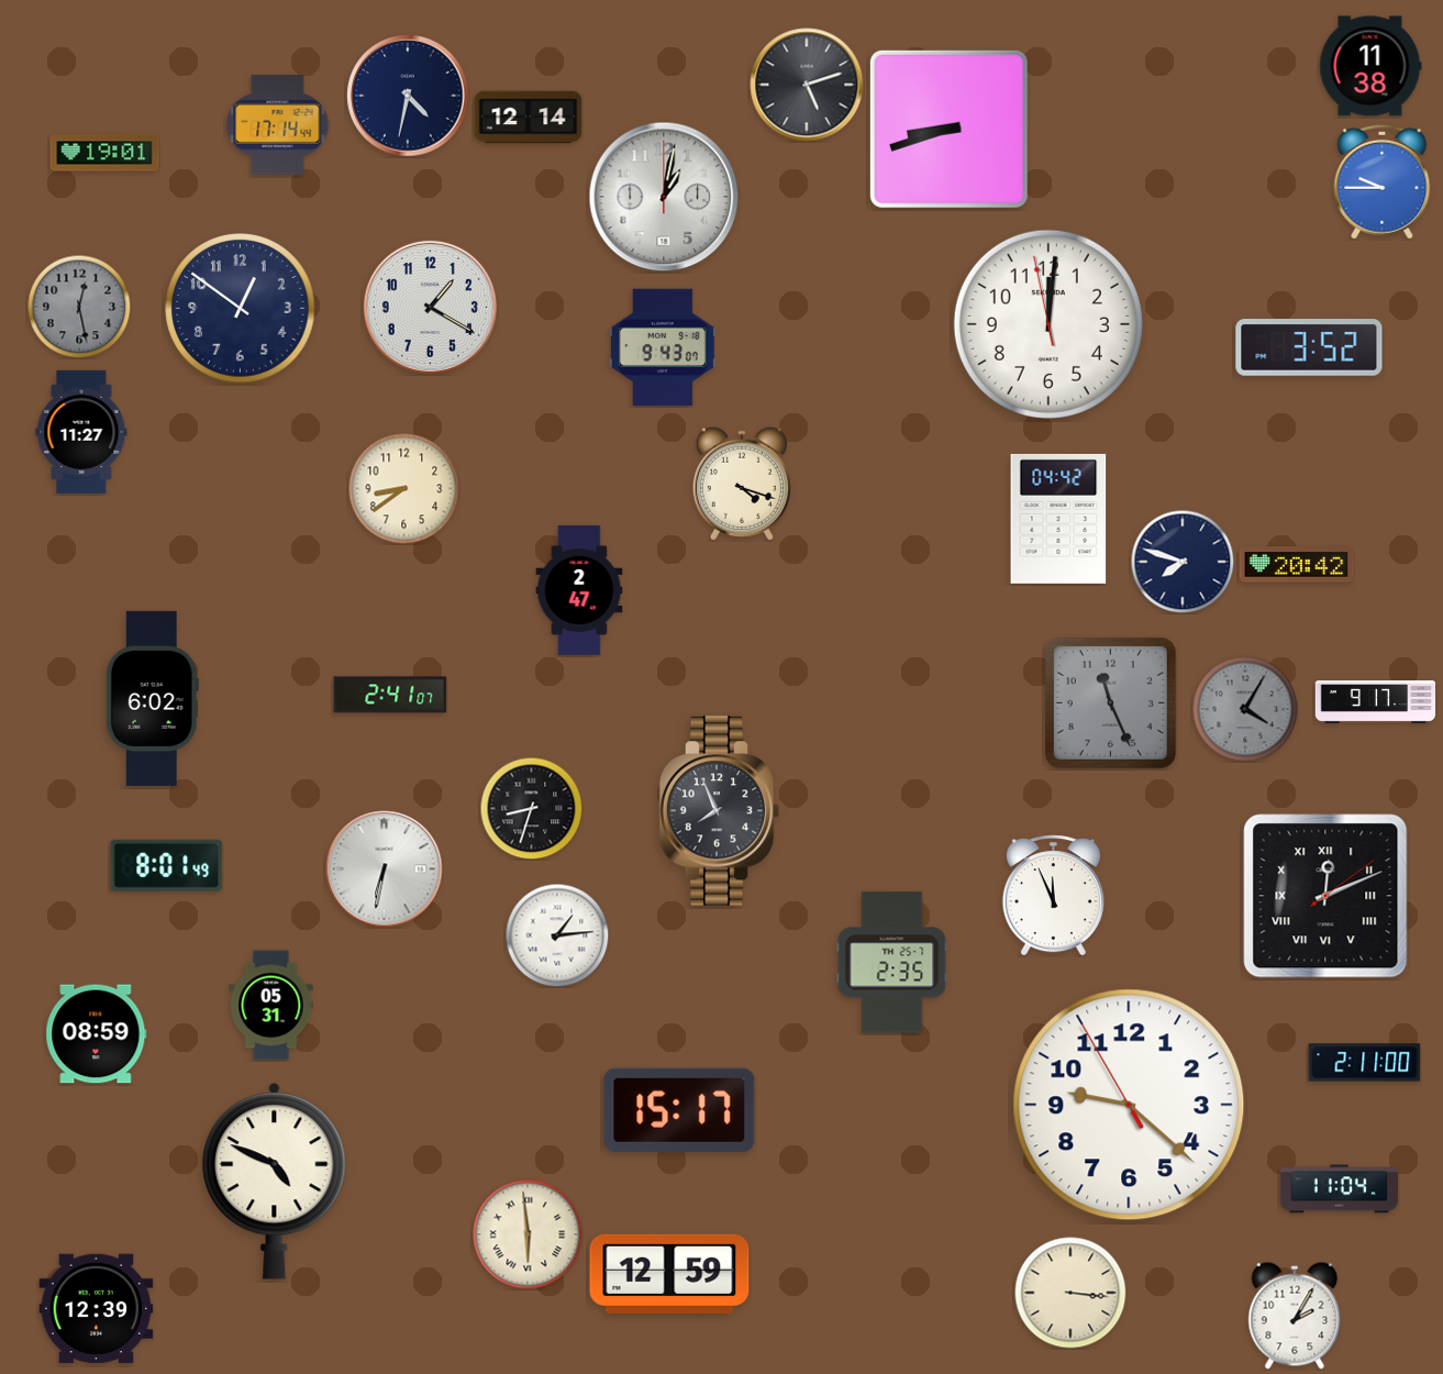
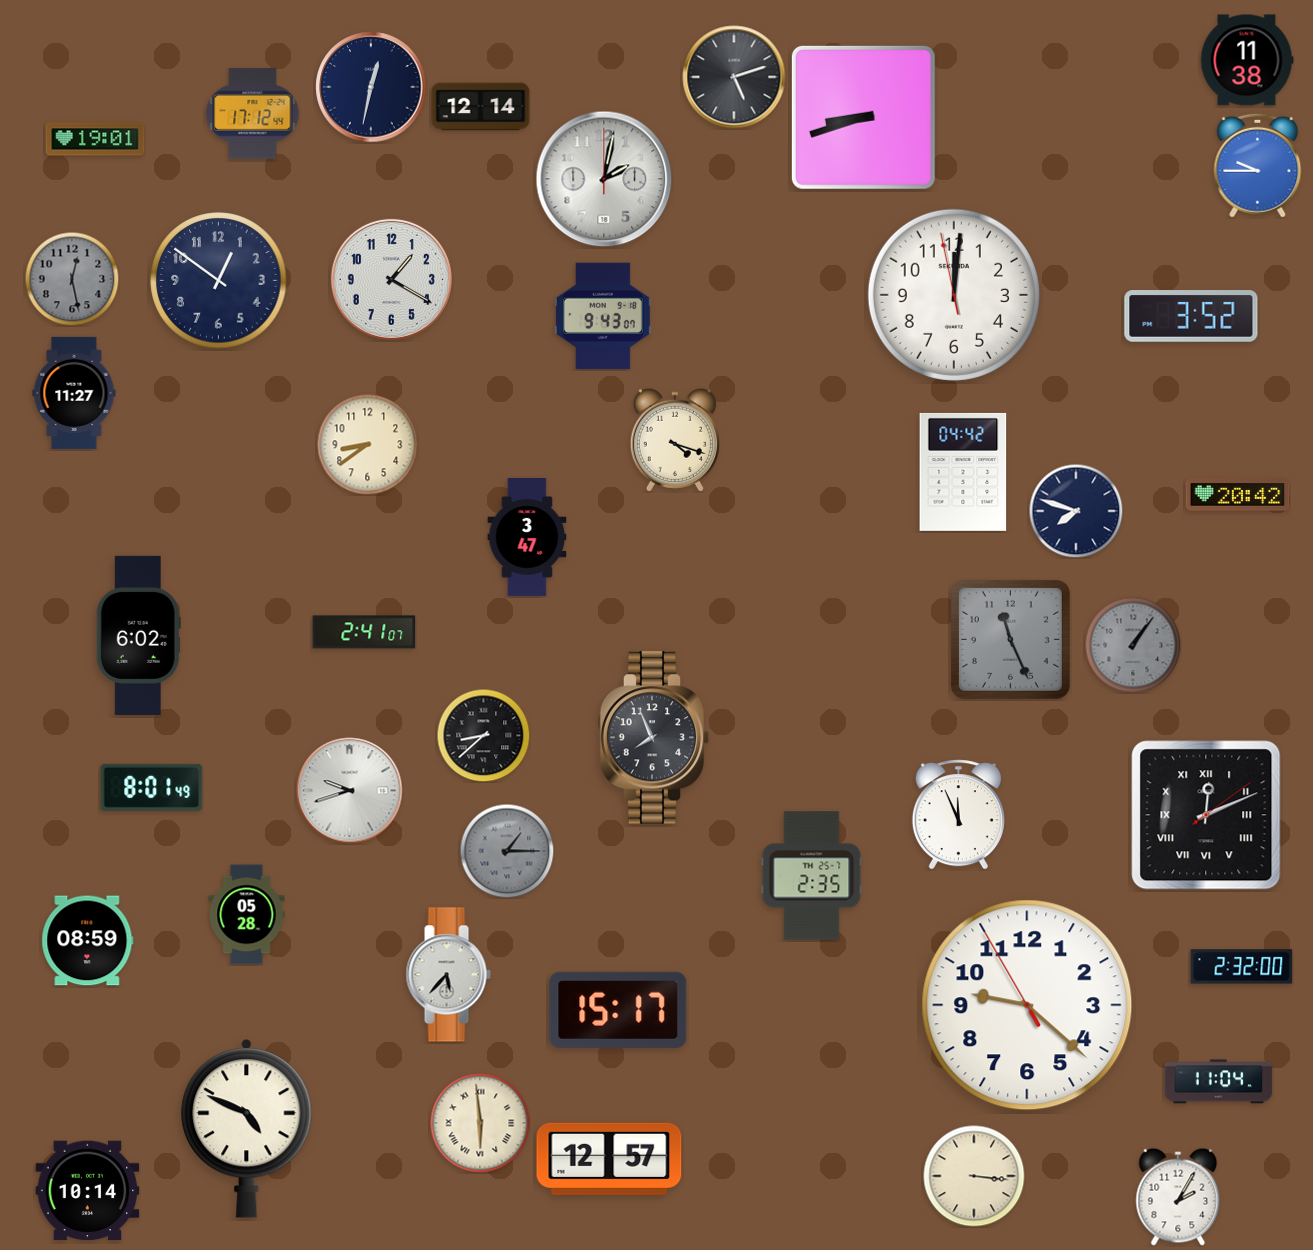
clock at (408, 96): 4:32 -> 12:32
clock at (278, 125): 17:14 -> 17:12
clock at (664, 197): 1:02 -> 2:02
clock at (1297, 565) position: (1297, 565) -> (1238, 495)
clock at (579, 590): 2:47 -> 3:47
clock at (390, 695) position: (390, 695) -> (364, 632)
clock at (1376, 702): 9:17 -> none
clock at (1245, 709): 4:05 -> 1:06
clock at (531, 808): 8:33 -> 8:38
clock at (385, 869): 6:32 -> 9:42
clock at (557, 935): 1:14 -> 1:15
clock at (557, 935) dial: white -> grey
clock at (271, 1006): 05:31 -> 05:28
clock at (1365, 1063): 2:11 -> 2:32
clock at (448, 975): none -> 5:37
clock at (275, 1182) position: (275, 1182) -> (247, 1129)
clock at (669, 1274): 12:59 -> 12:57
clock at (97, 1309): 12:39 -> 10:14
